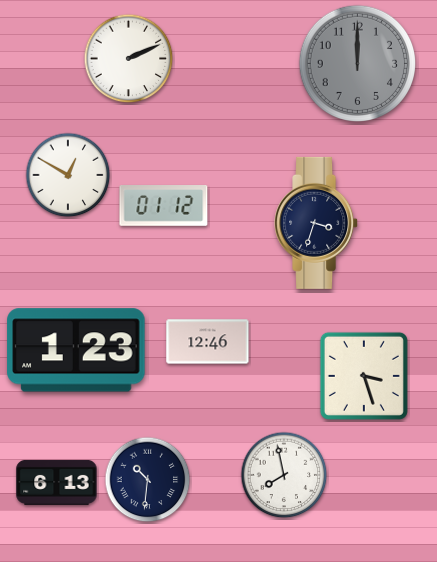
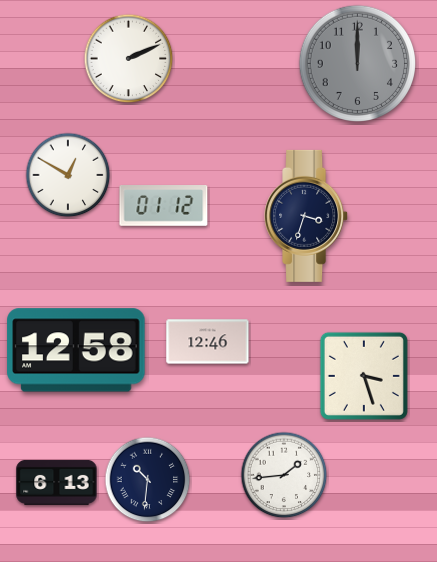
clock at (317, 223) position: (317, 223) -> (307, 216)
clock at (76, 350): 1:23 -> 12:58
clock at (284, 475): 7:58 -> 1:44
